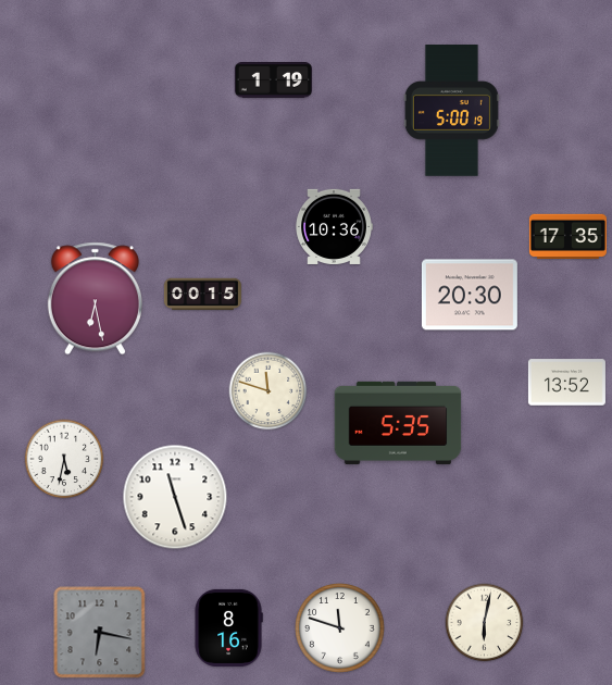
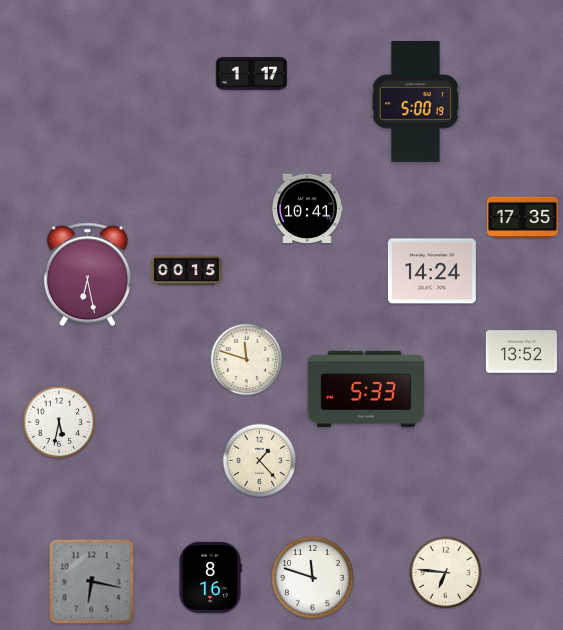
clock at (273, 80): 1:19 -> 1:17
clock at (334, 226): 10:36 -> 10:41
clock at (470, 295): 20:30 -> 14:24
clock at (398, 423): 5:35 -> 5:33
clock at (175, 497): 11:27 -> none
clock at (260, 461): none -> 1:23
clock at (485, 623): 6:02 -> 6:46
